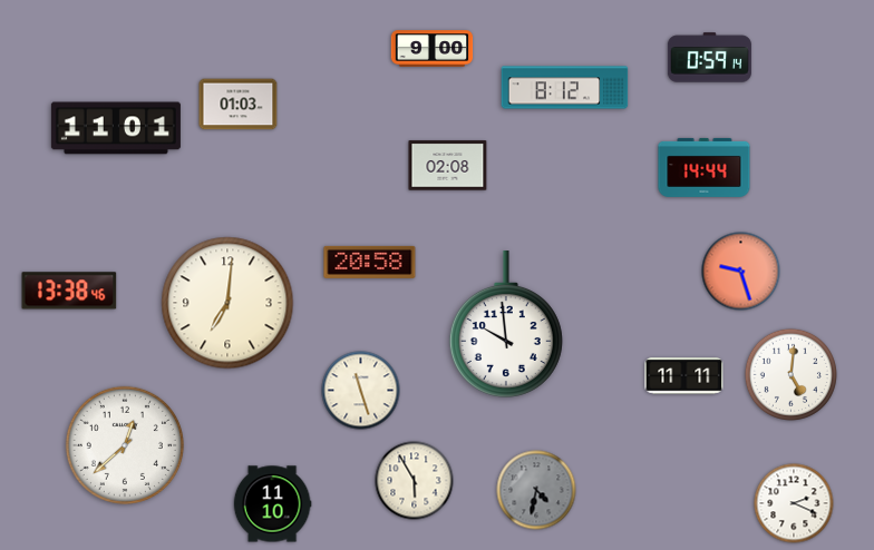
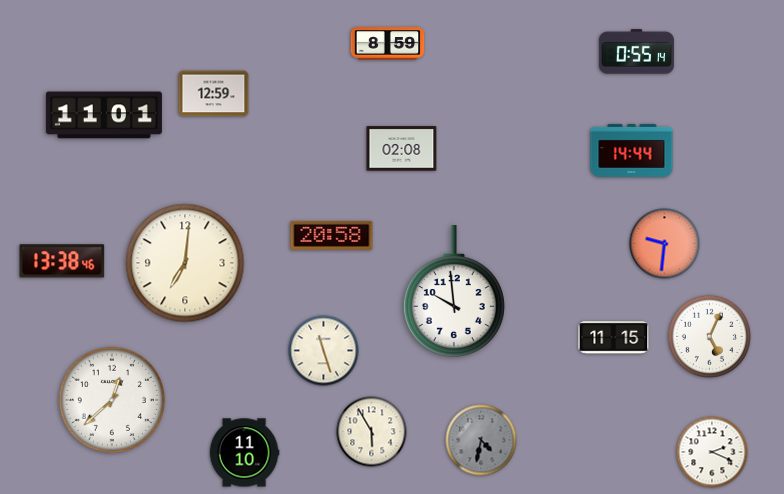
clock at (433, 49): 9:00 -> 8:59
clock at (709, 58): 0:59 -> 0:55
clock at (565, 88): 8:12 -> none
clock at (239, 105): 01:03 -> 12:59
clock at (741, 272): 9:27 -> 9:31
clock at (227, 303) position: (227, 303) -> (185, 263)
clock at (790, 374): 5:01 -> 5:04
clock at (684, 376): 11:11 -> 11:15
